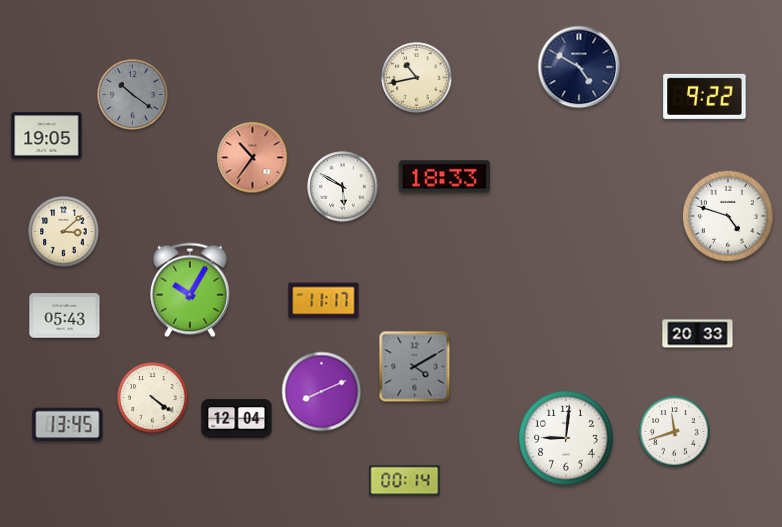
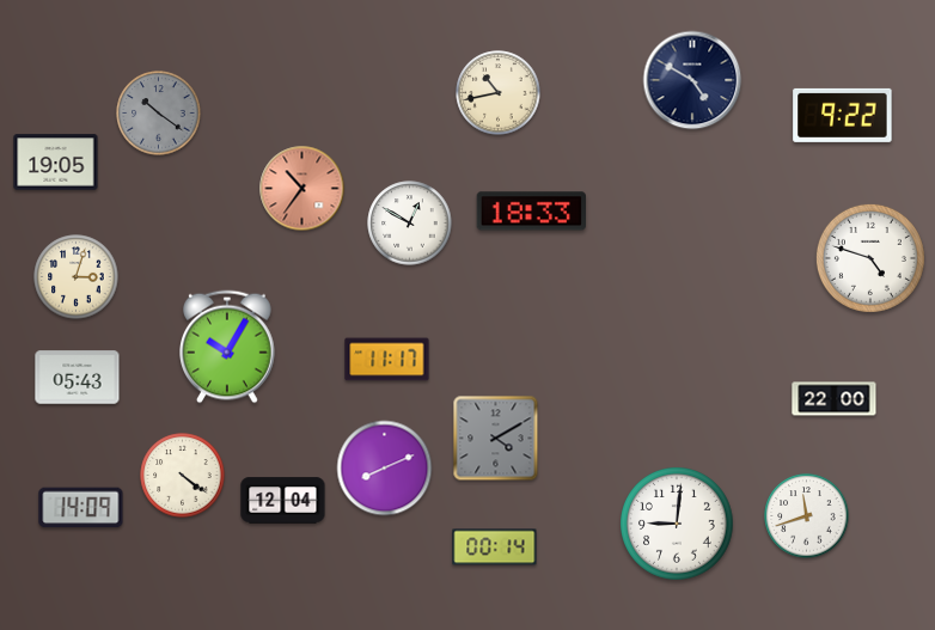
clock at (343, 187): 5:50 -> 12:50
clock at (64, 232): 3:08 -> 3:03
clock at (698, 334): 20:33 -> 22:00
clock at (68, 425): 13:45 -> 14:09
clock at (405, 481) position: (405, 481) -> (495, 548)
